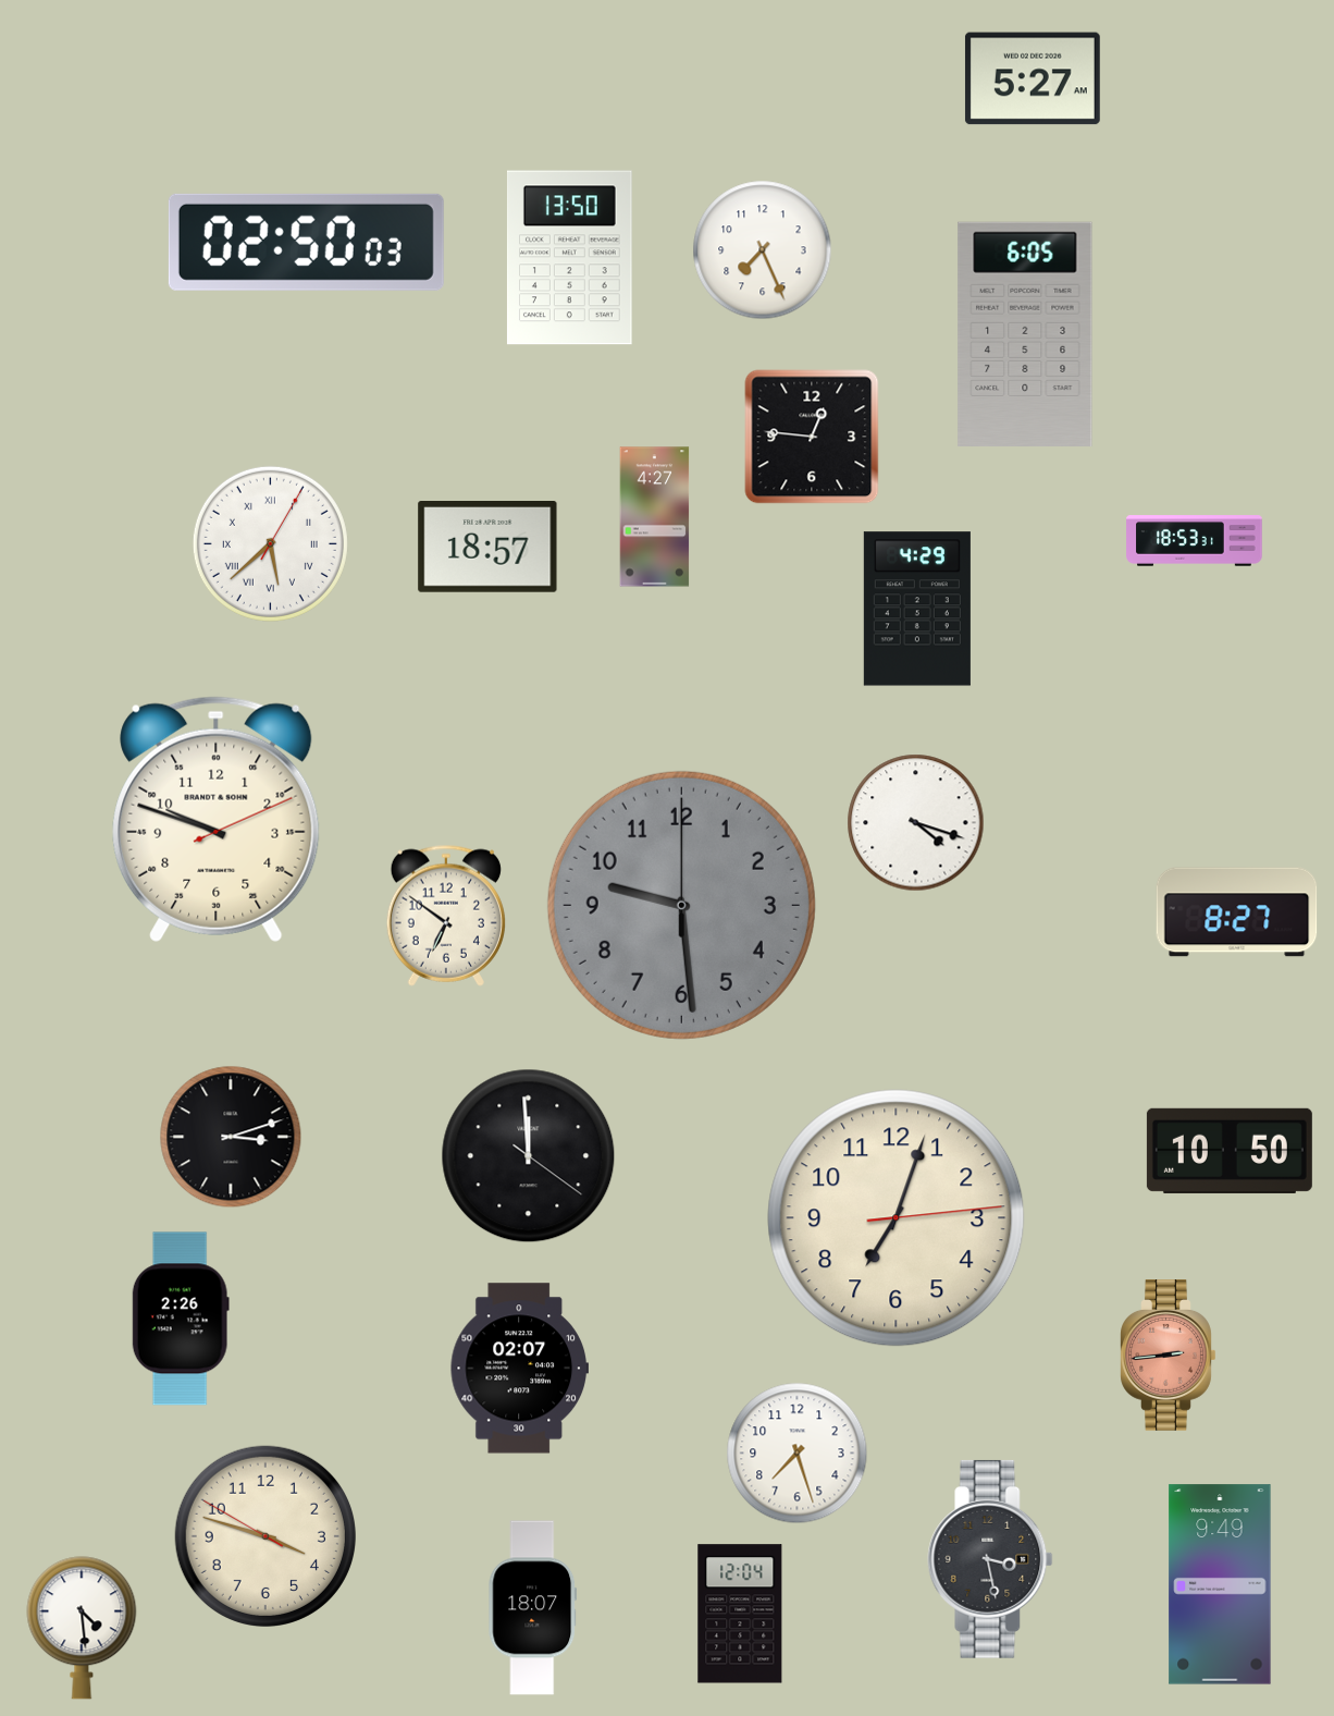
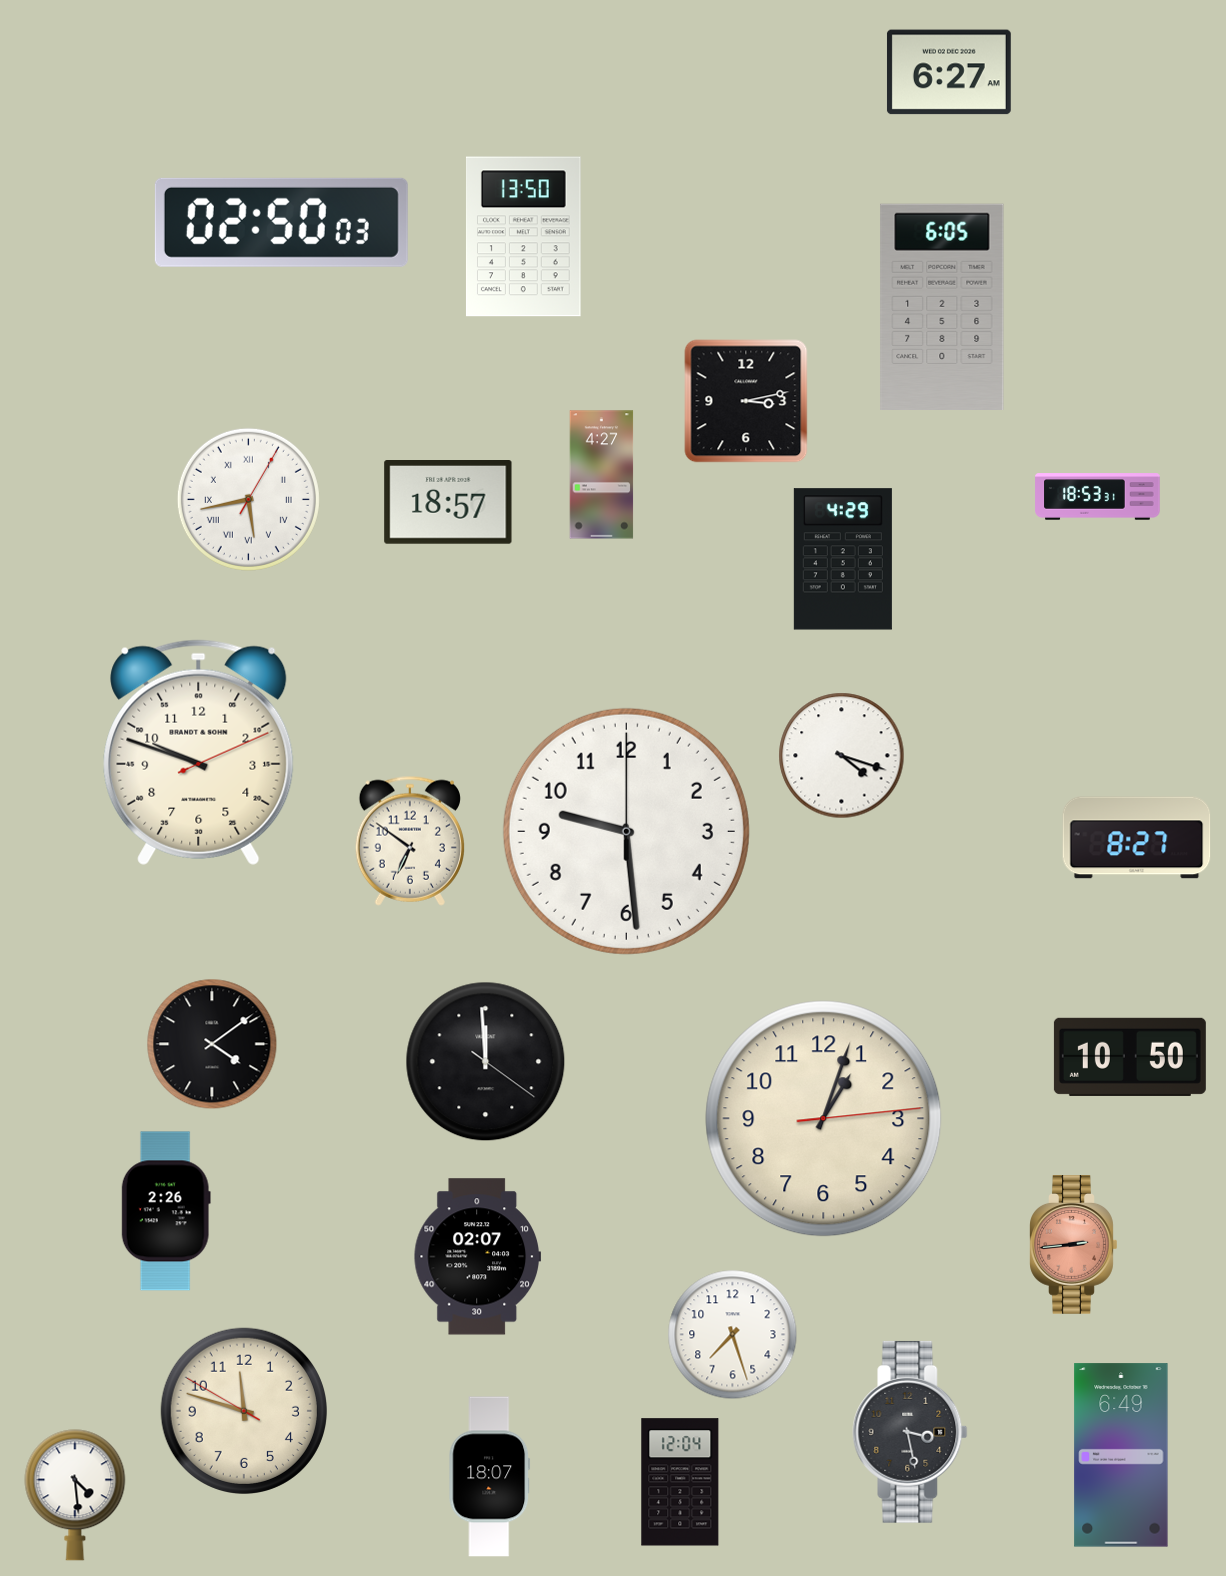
clock at (1033, 78): 5:27 -> 6:27
clock at (763, 250): 7:26 -> none
clock at (812, 437): 12:46 -> 3:13
clock at (270, 543): 5:38 -> 5:43
clock at (681, 905) dial: grey -> white
clock at (231, 1137): 3:12 -> 4:09
clock at (897, 1218): 7:03 -> 1:03
clock at (265, 1536): 3:47 -> 11:47
clock at (1220, 1584): 9:49 -> 6:49
